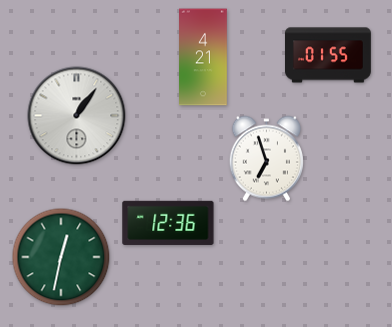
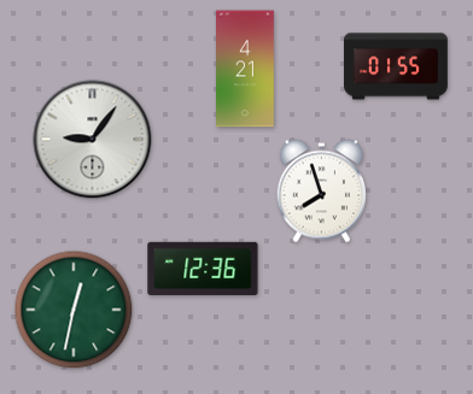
clock at (77, 116): 1:06 -> 9:06
clock at (266, 159): 6:57 -> 7:57
